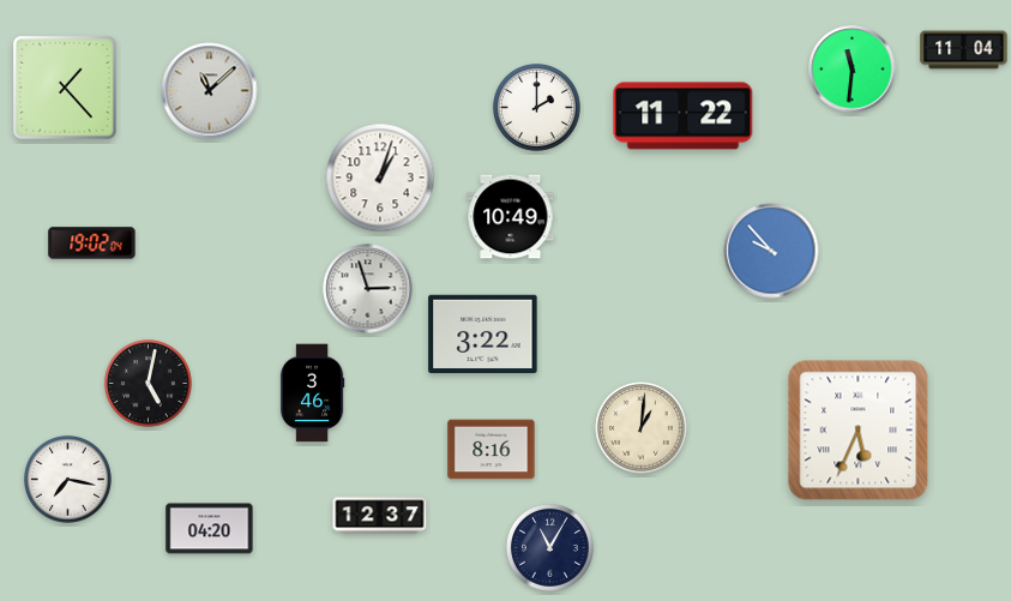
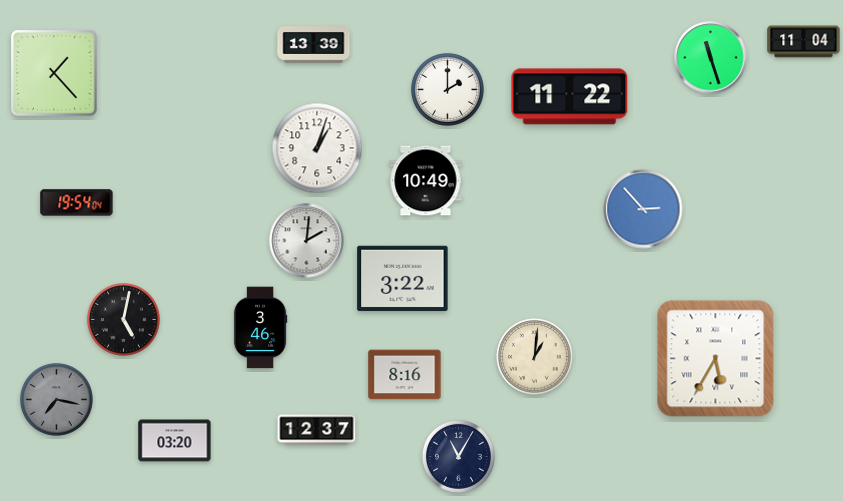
clock at (314, 45): none -> 13:39
clock at (853, 70): 11:31 -> 11:27
clock at (210, 91): 11:08 -> none
clock at (92, 244): 19:02 -> 19:54
clock at (771, 251): 9:53 -> 2:53
clock at (368, 289): 2:57 -> 2:01
clock at (859, 431): 5:34 -> 5:35
clock at (492, 450) position: (492, 450) -> (405, 375)
clock at (67, 479) dial: white -> grey
clock at (210, 529): 04:20 -> 03:20
